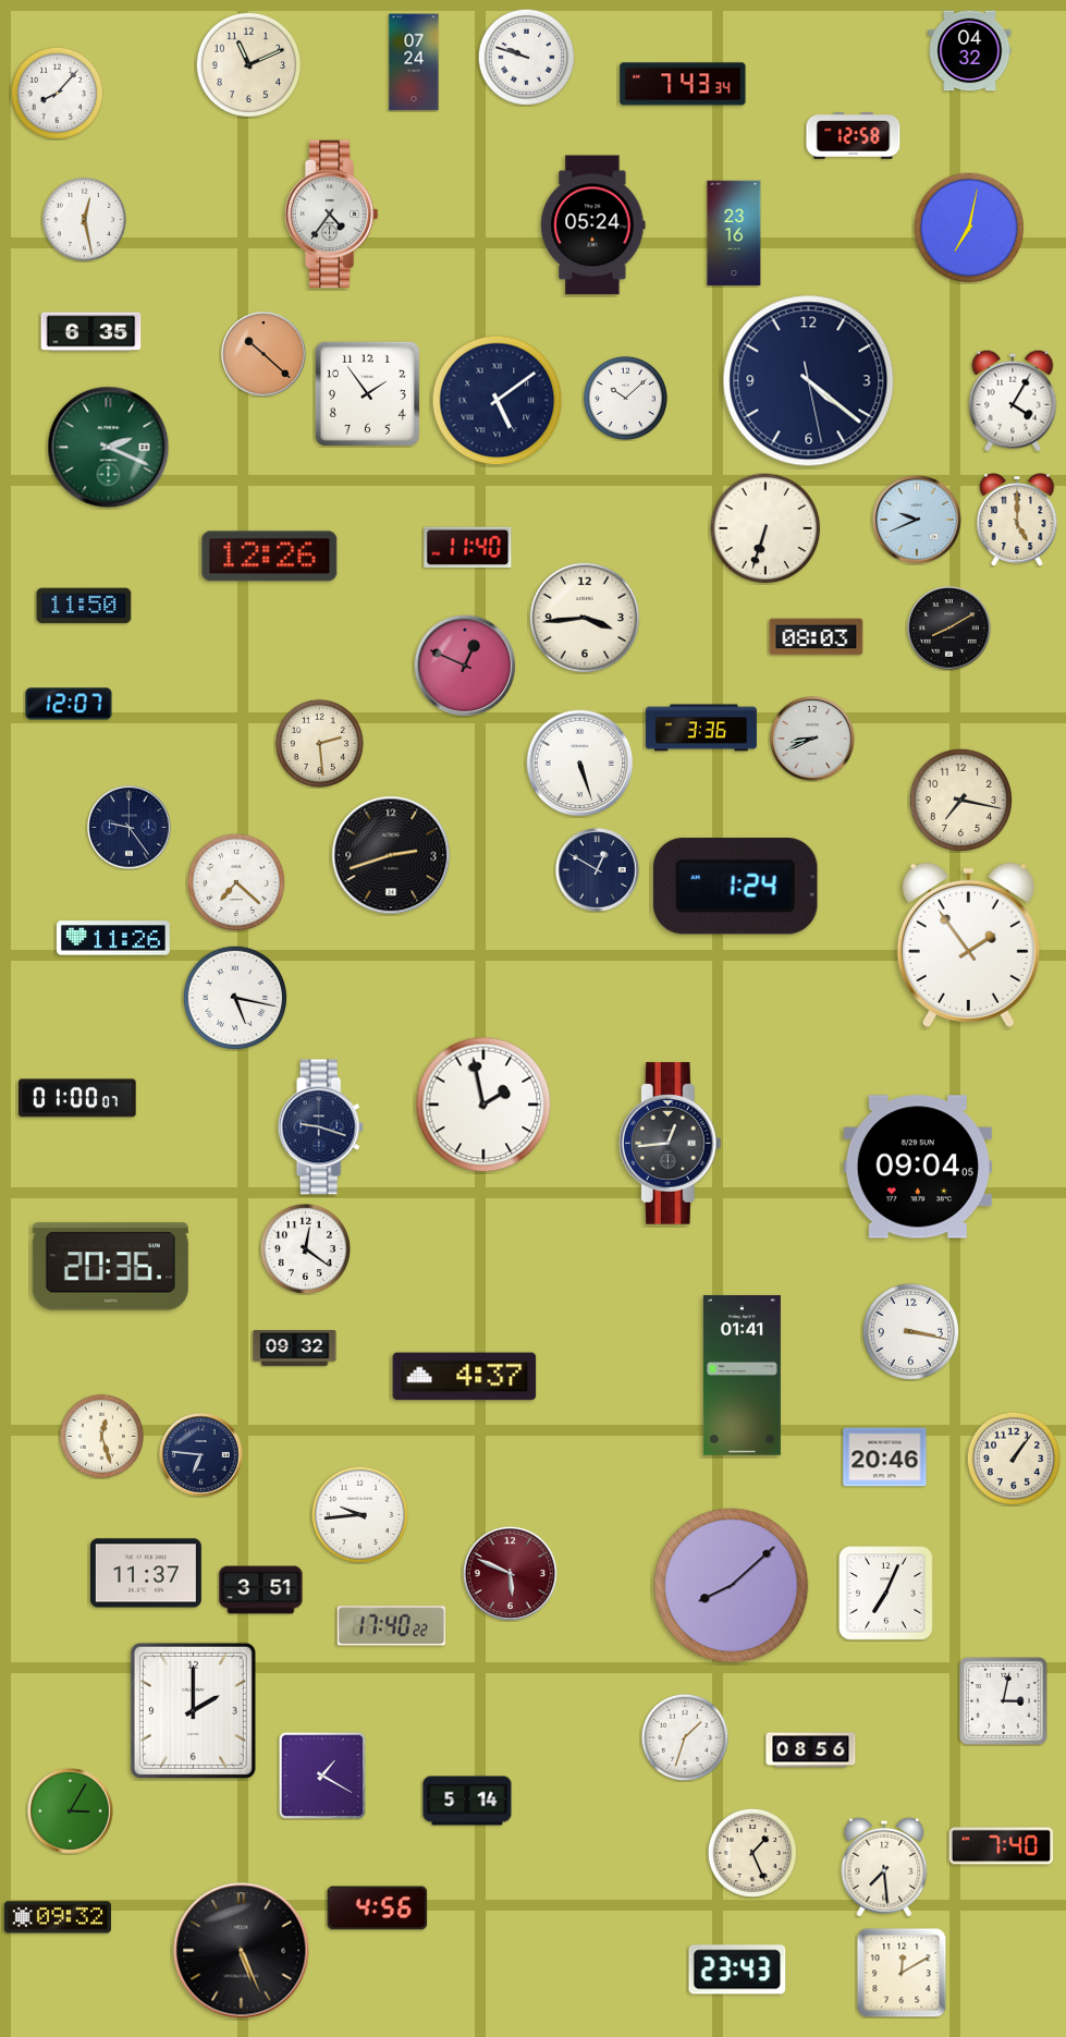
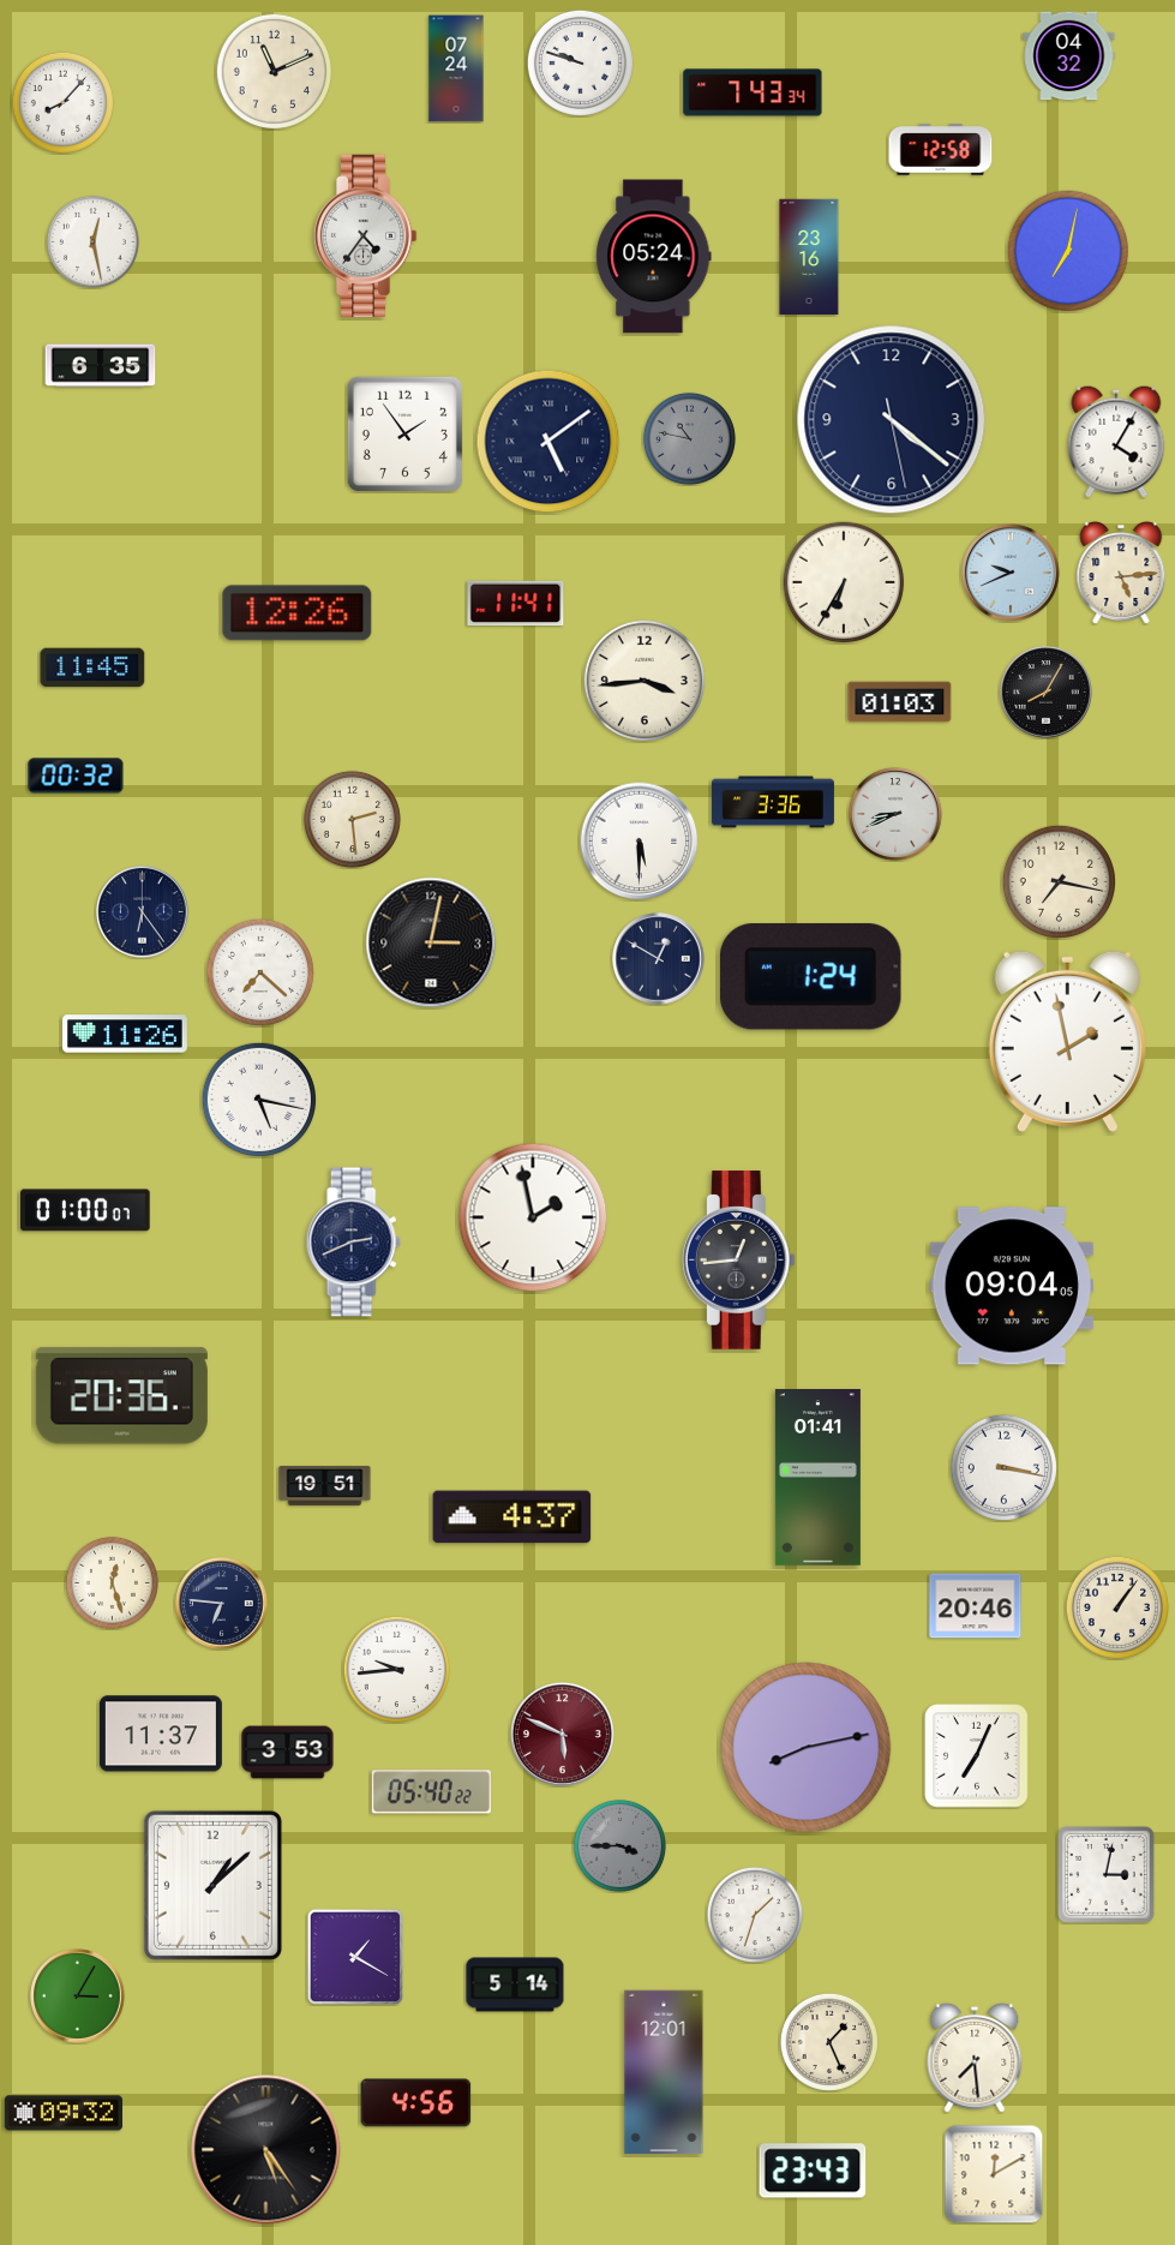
clock at (593, 225) position: (593, 225) -> (654, 257)
clock at (264, 354): 10:22 -> none
clock at (625, 398): 10:08 -> 10:47
clock at (625, 398) dial: white -> grey
clock at (109, 448): 2:19 -> none
clock at (1017, 521): 5:00 -> 5:14
clock at (765, 528): 6:33 -> 6:35
clock at (468, 548): 11:40 -> 11:41
clock at (84, 606): 11:50 -> 11:45
clock at (949, 629): 8:10 -> 8:05
clock at (817, 637): 08:03 -> 01:03
clock at (465, 666): 12:49 -> none
clock at (69, 704): 12:07 -> 00:32
clock at (580, 764): 5:27 -> 5:30
clock at (130, 828): 9:24 -> 6:24
clock at (391, 855): 2:42 -> 3:02
clock at (968, 944): 1:54 -> 1:58
clock at (320, 1127): 9:18 -> 2:41
clock at (305, 1248): 12:21 -> none
clock at (295, 1347): 09:32 -> 19:51
clock at (742, 1376) position: (742, 1376) -> (817, 1478)
clock at (732, 1586): 8:08 -> 8:13
clock at (261, 1590): 3:51 -> 3:53
clock at (391, 1626): 17:40 -> 05:40
clock at (619, 1845): none -> 3:45
clock at (193, 1710): 2:00 -> 1:08
clock at (811, 1751): 08:56 -> none
clock at (1002, 1846): 7:40 -> none
clock at (664, 2072): none -> 12:01
clock at (242, 1951): 5:26 -> 5:24
